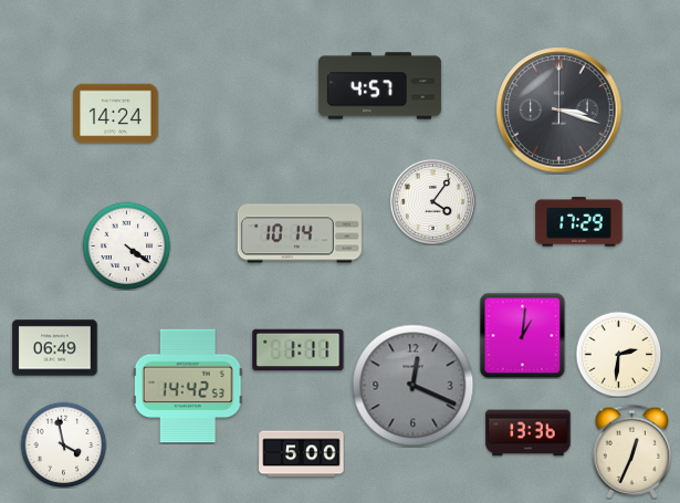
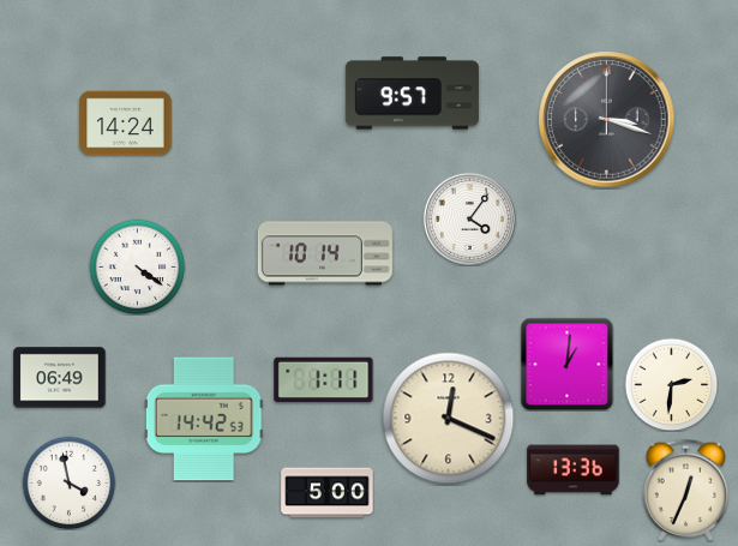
clock at (379, 86): 4:57 -> 9:57
clock at (579, 222): 17:29 -> none
clock at (414, 386) dial: grey -> cream
